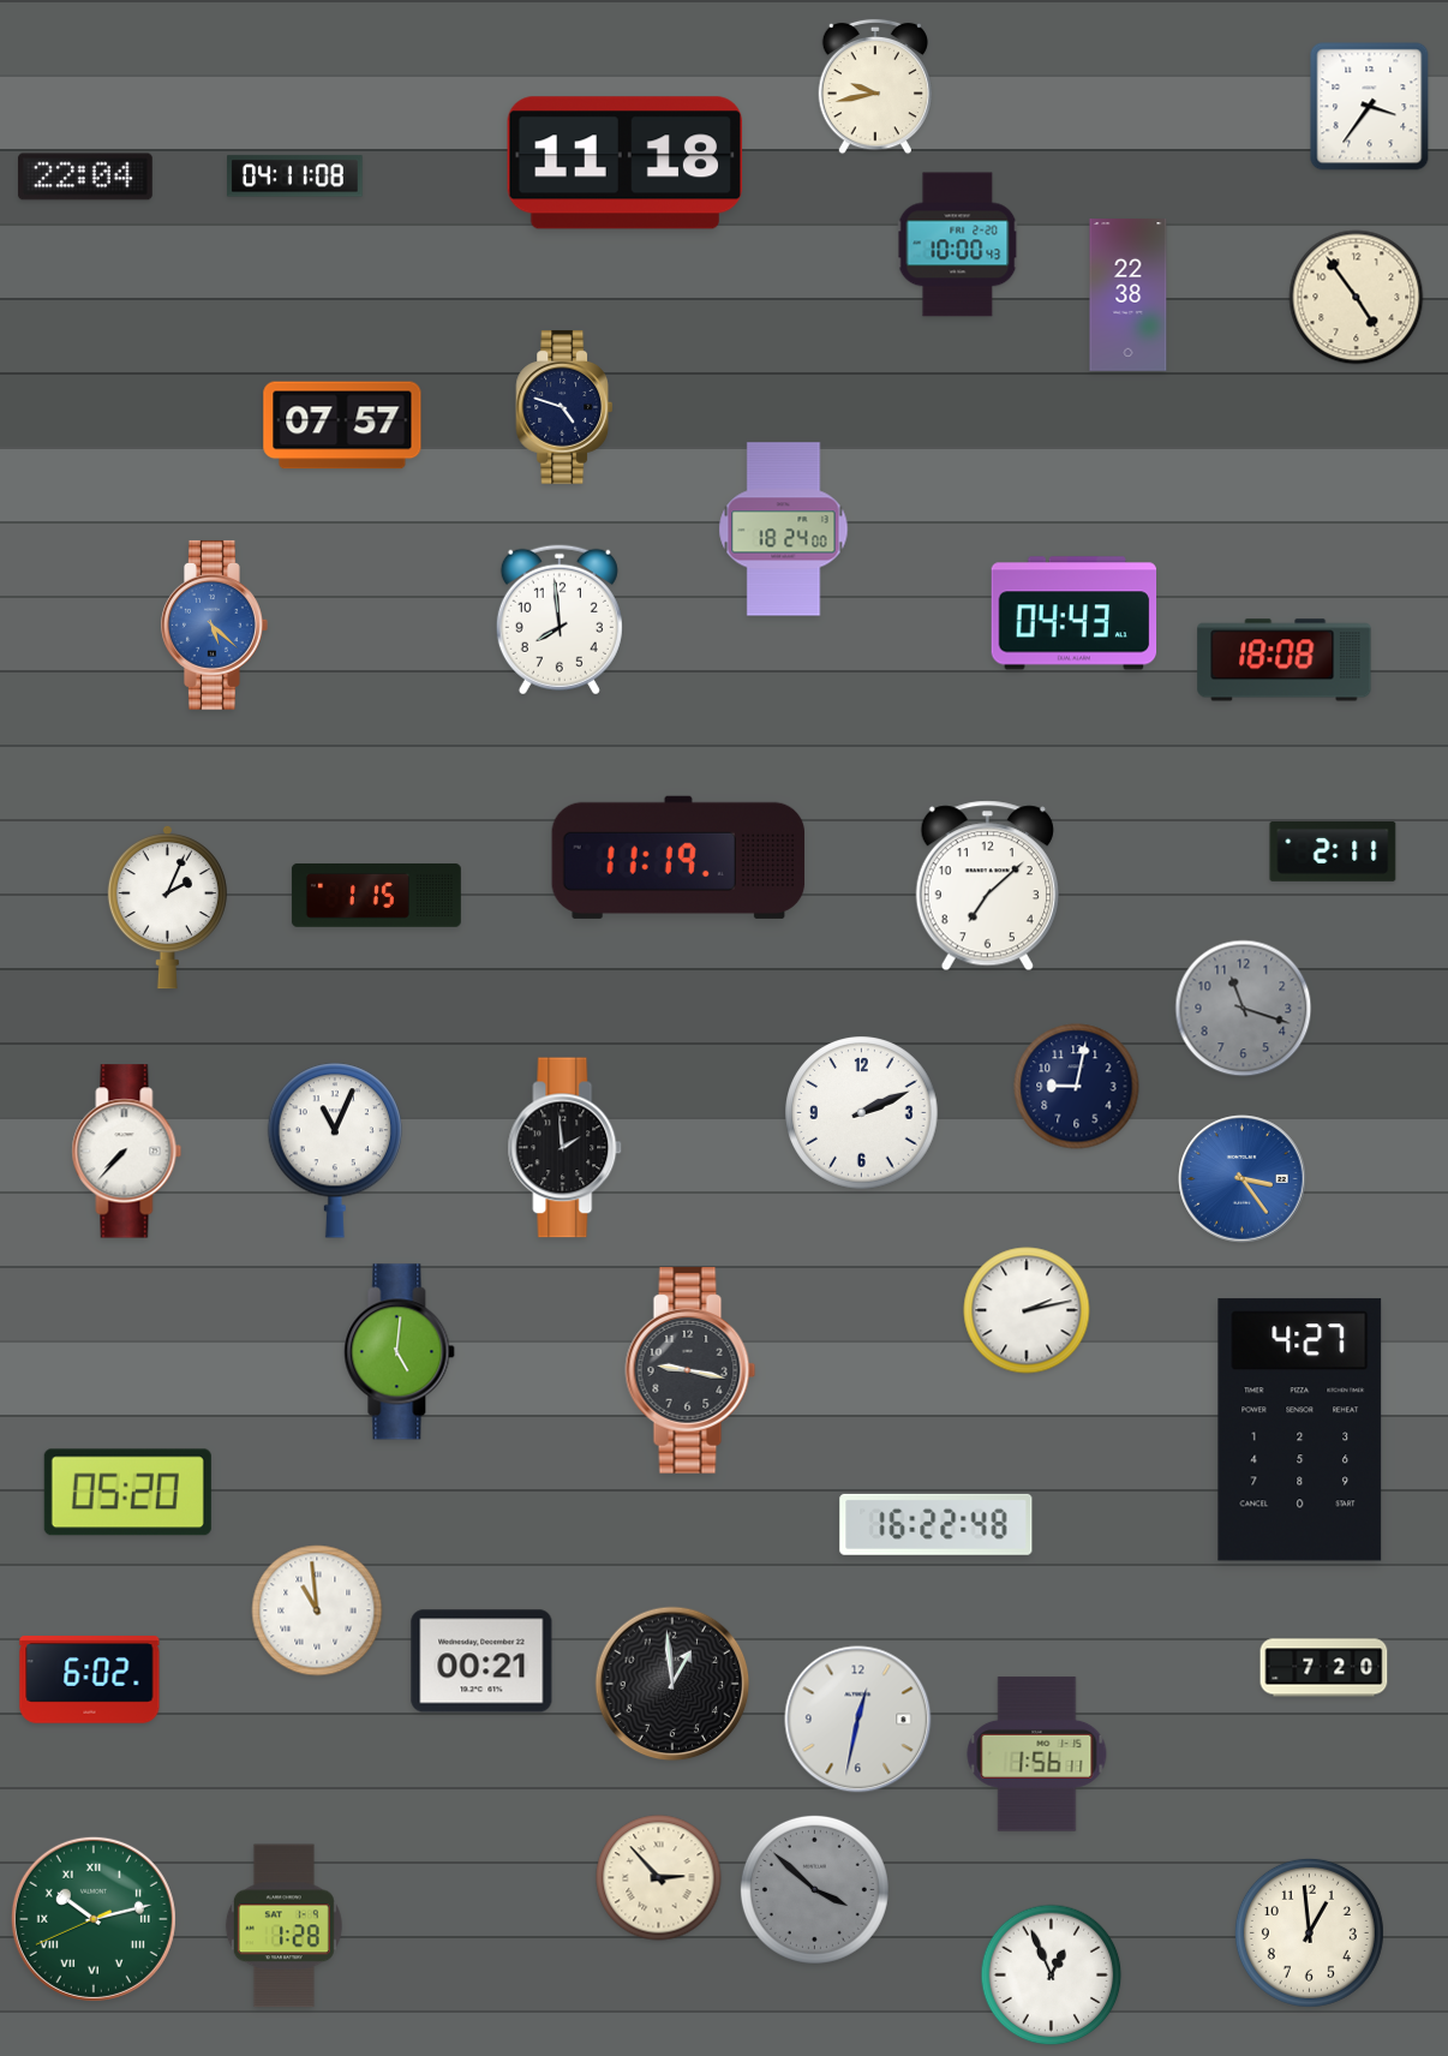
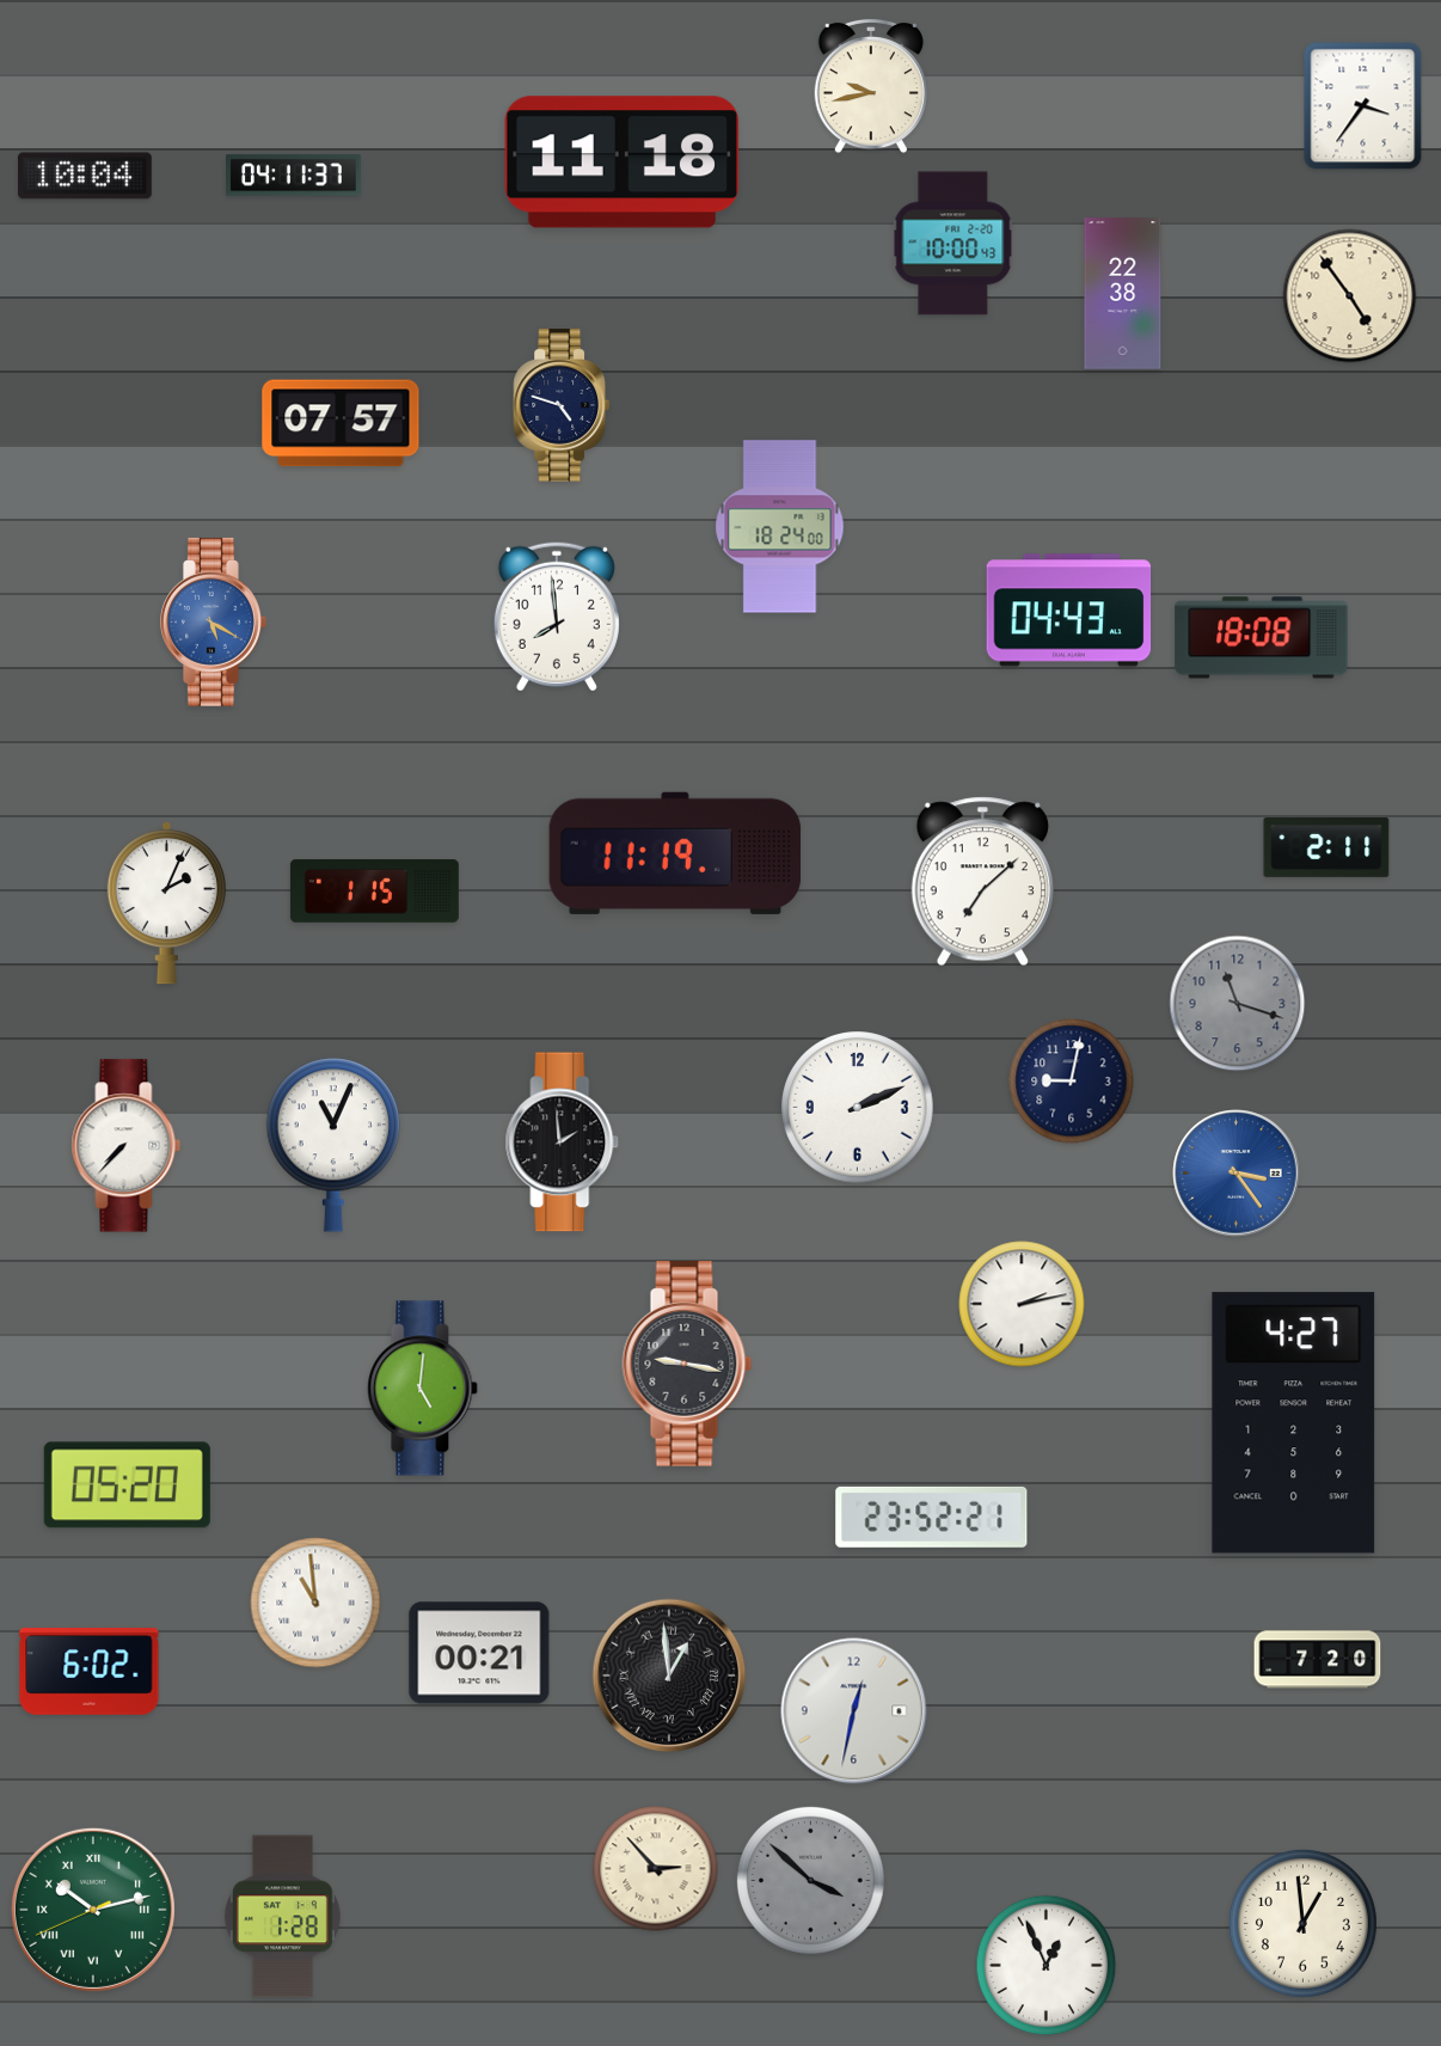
clock at (85, 177): 22:04 -> 10:04
clock at (295, 177): 04:11:08 -> 04:11:37
clock at (214, 624): 5:22 -> 5:20
clock at (1285, 661) position: (1285, 661) -> (1262, 638)
clock at (400, 1352) position: (400, 1352) -> (423, 1389)
clock at (937, 1524): 16:22 -> 23:52
clock at (672, 1684) numerals: Arabic -> Roman
clock at (1037, 1755): 1:56 -> none
